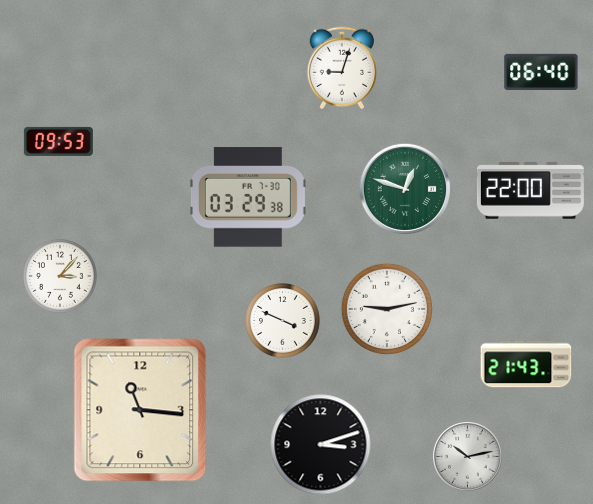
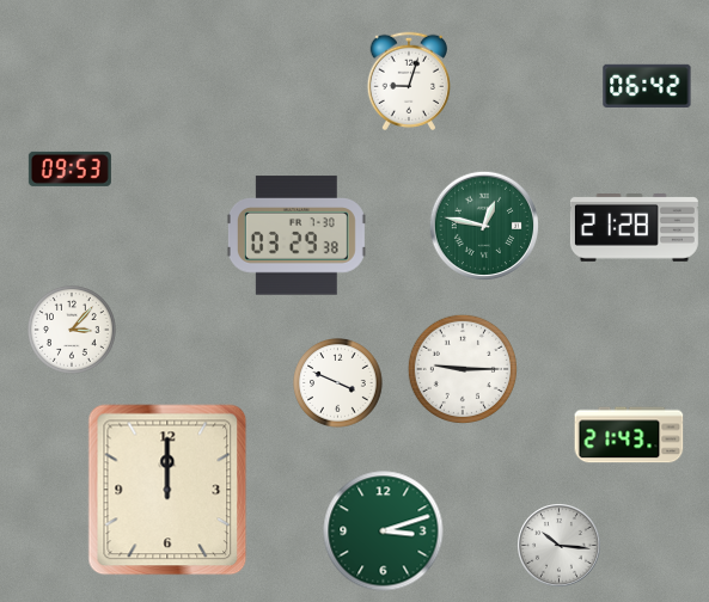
clock at (541, 71): 06:40 -> 06:42
clock at (404, 188): 12:48 -> 12:47
clock at (530, 191): 22:00 -> 21:28
clock at (386, 308): 9:13 -> 9:15
clock at (140, 410): 11:16 -> 12:00
clock at (321, 445) dial: black -> green
clock at (468, 457): 10:13 -> 10:16
